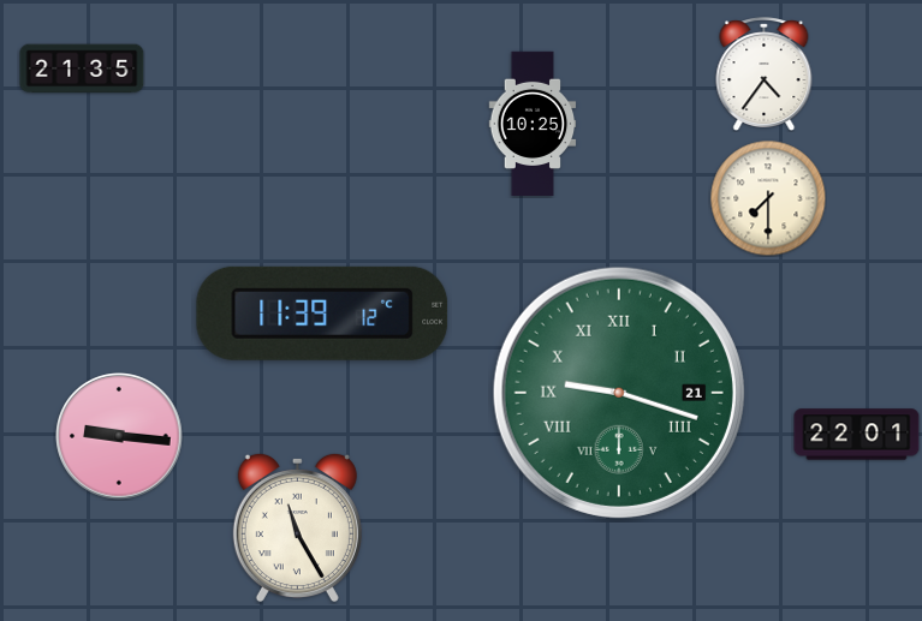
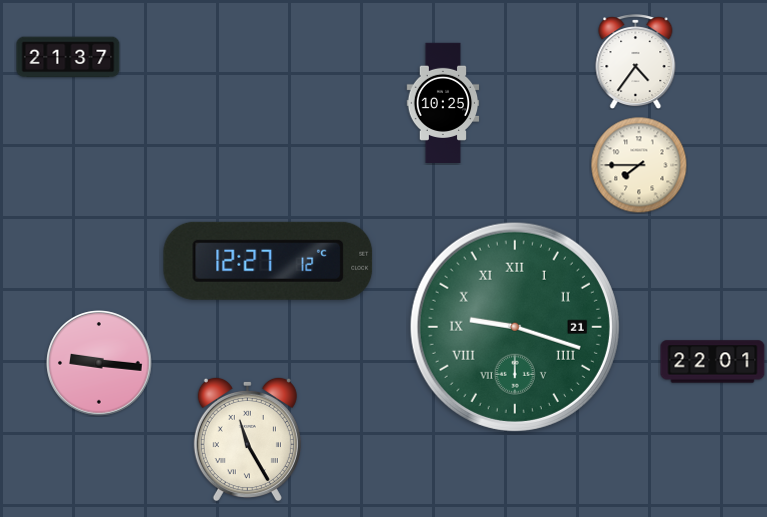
clock at (82, 68): 21:35 -> 21:37
clock at (768, 198): 7:30 -> 7:45
clock at (322, 314): 11:39 -> 12:27
